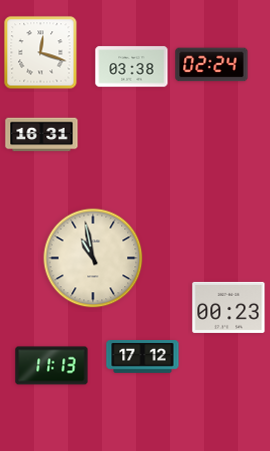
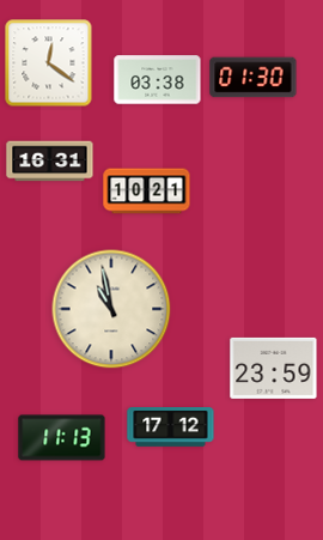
clock at (41, 53): 12:18 -> 12:21
clock at (212, 65): 02:24 -> 01:30
clock at (147, 192): none -> 10:21
clock at (229, 307): 00:23 -> 23:59
